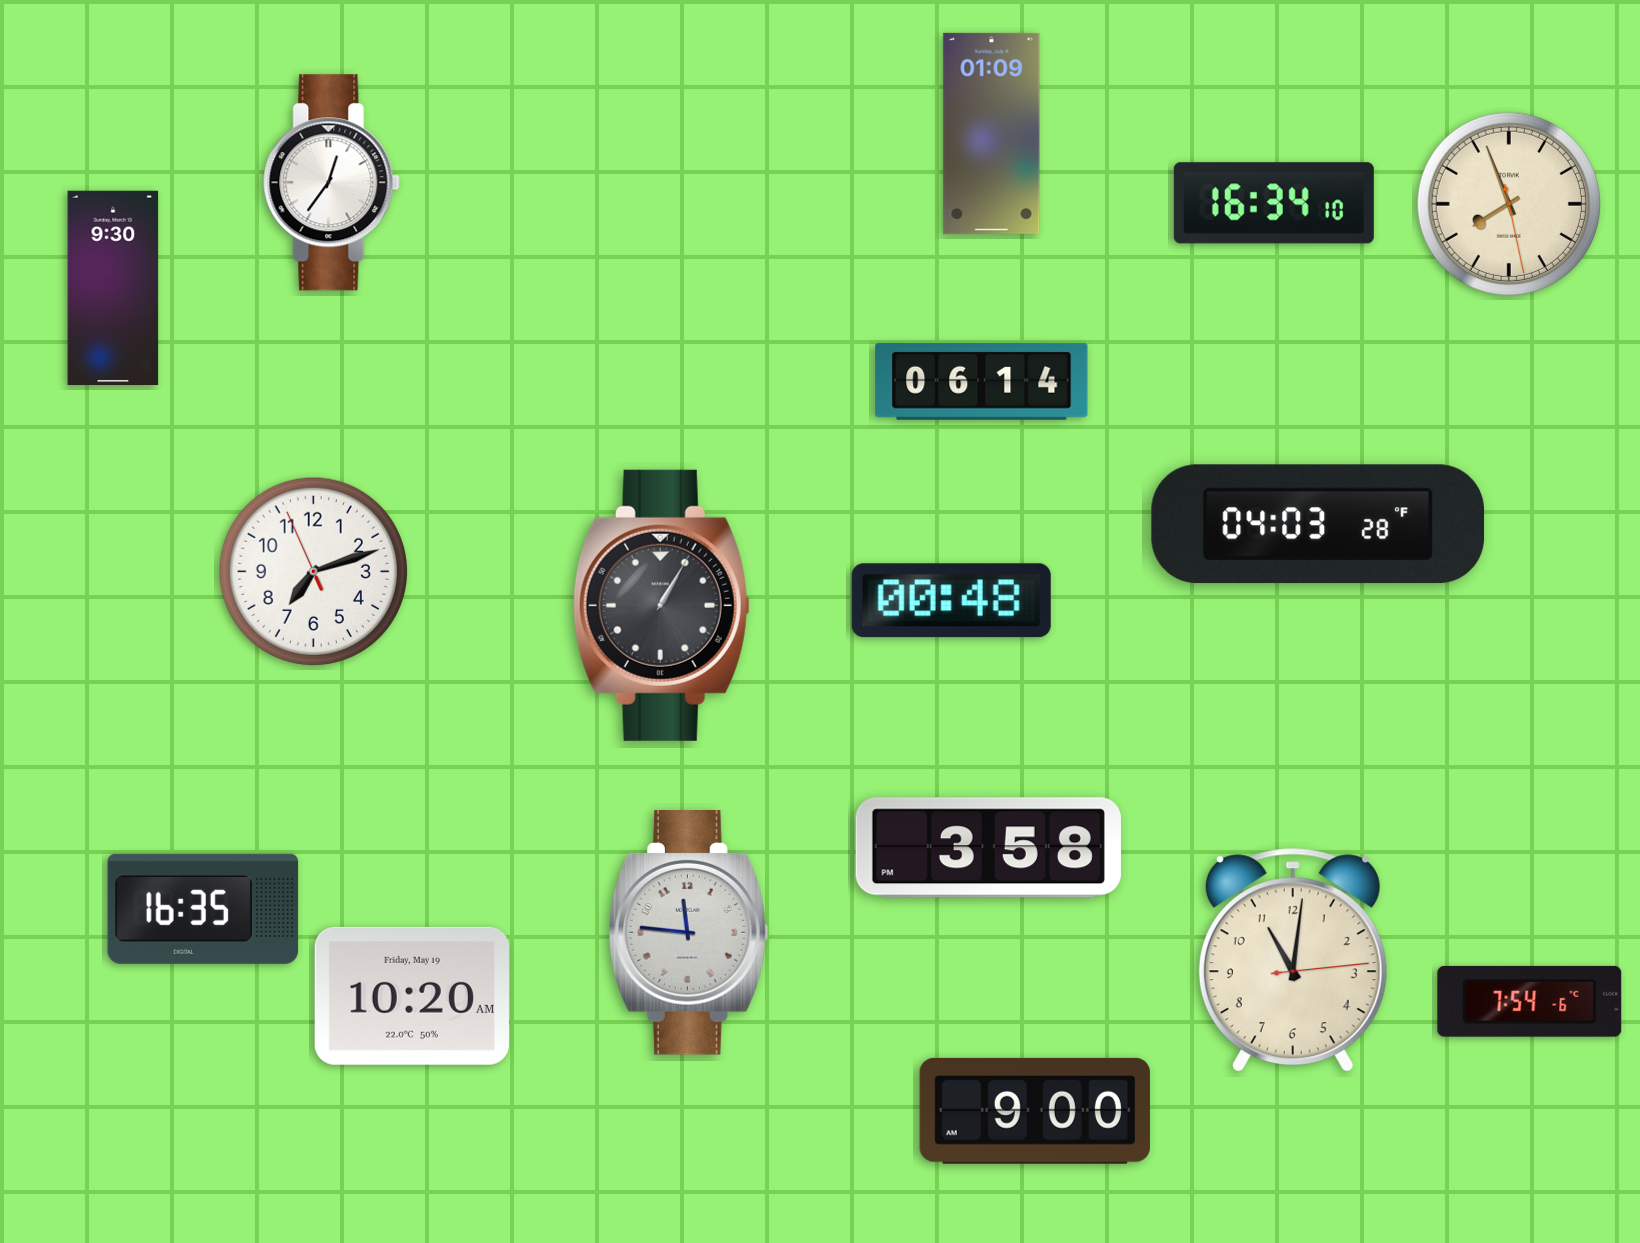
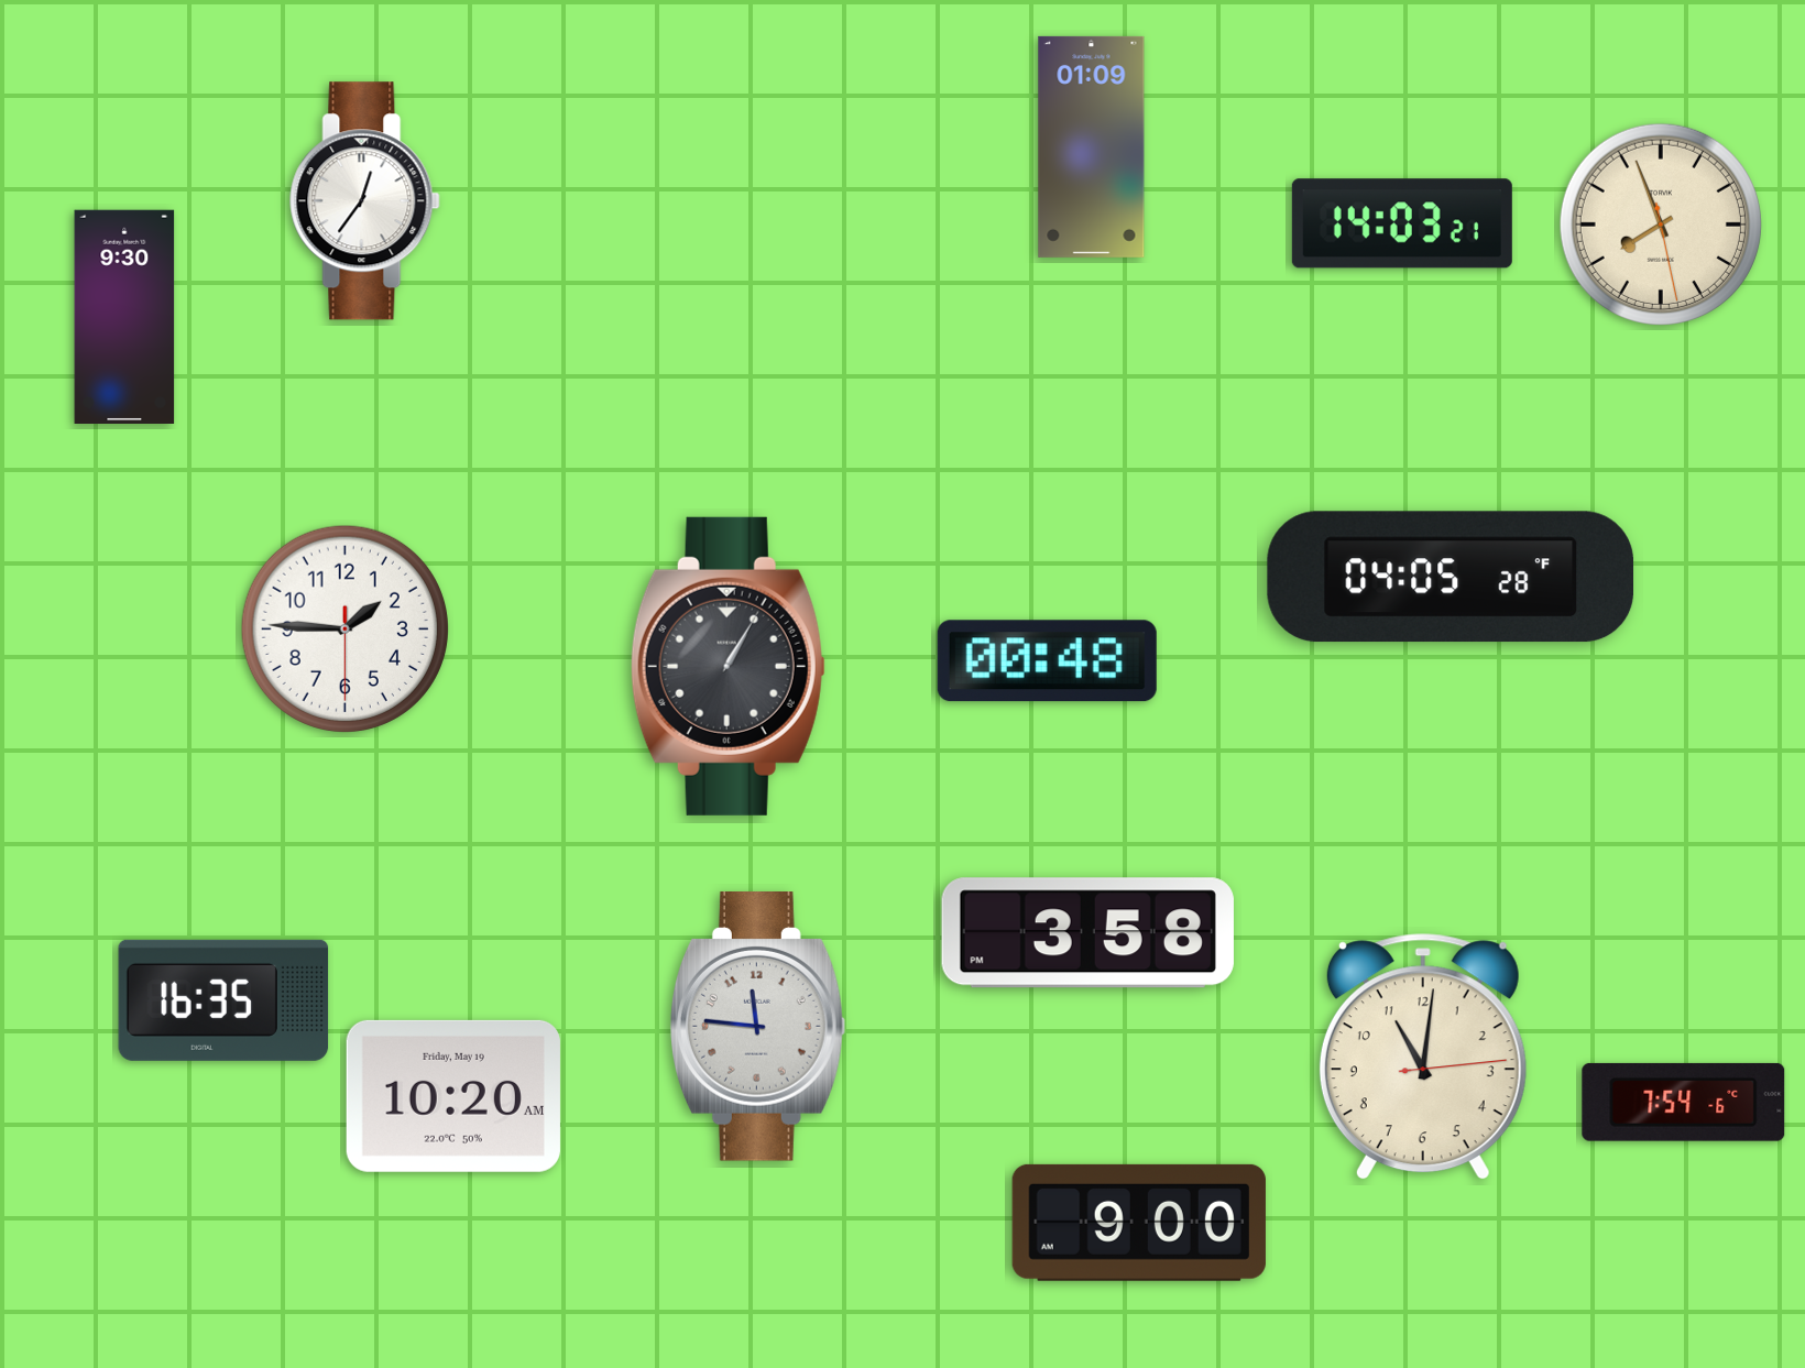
clock at (1274, 203): 16:34 -> 14:03
clock at (982, 381): 06:14 -> none
clock at (1318, 524): 04:03 -> 04:05
clock at (313, 571): 7:11 -> 1:45
